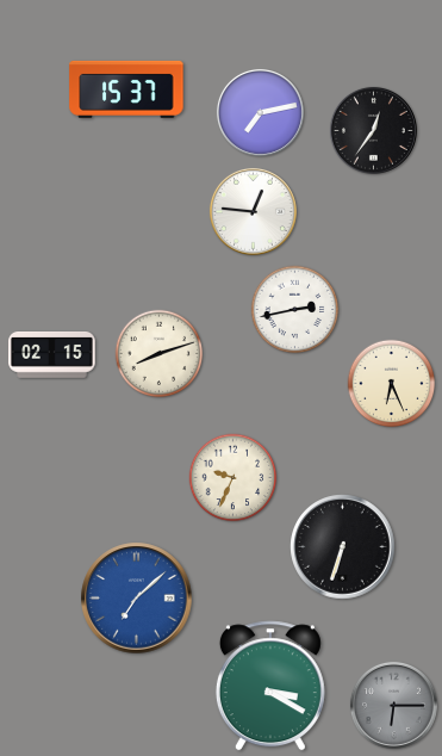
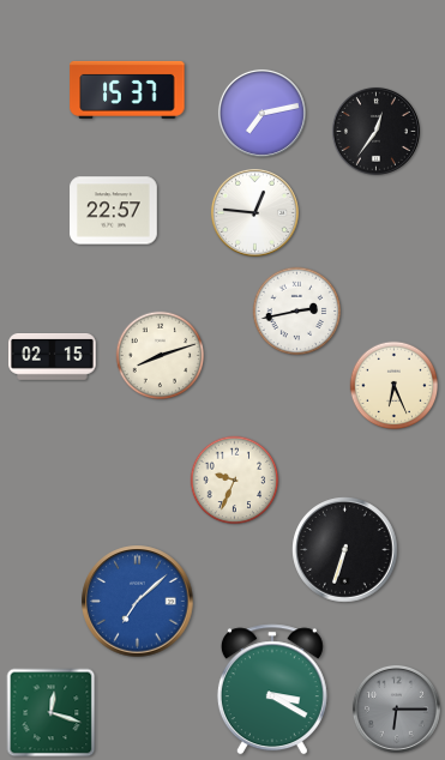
clock at (114, 211): none -> 22:57
clock at (52, 713): none -> 12:18
